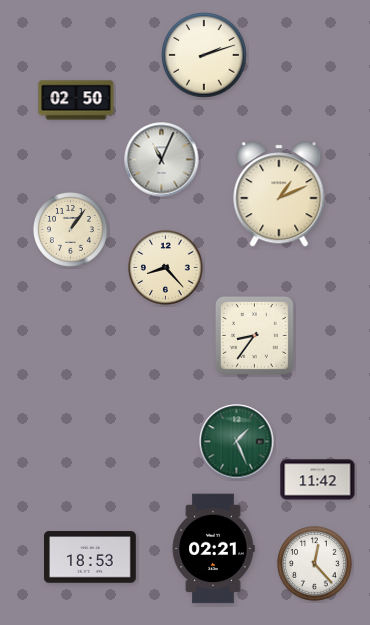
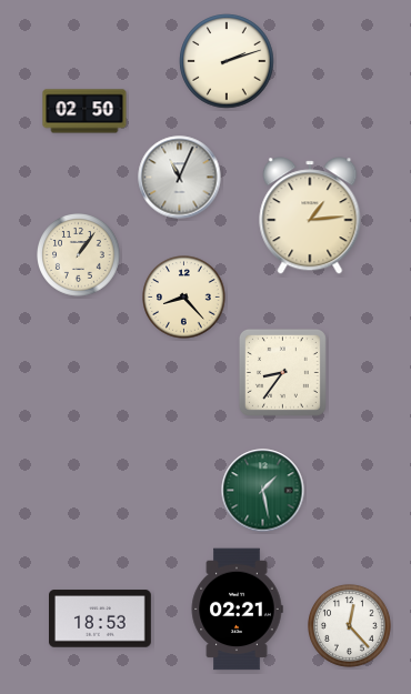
clock at (279, 194): 1:11 -> 1:14
clock at (237, 442): 1:26 -> 1:28
clock at (318, 480): 11:42 -> none
